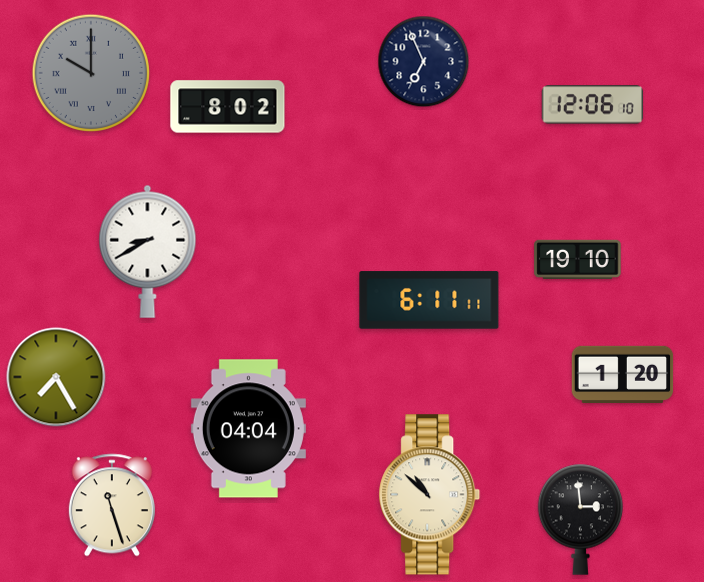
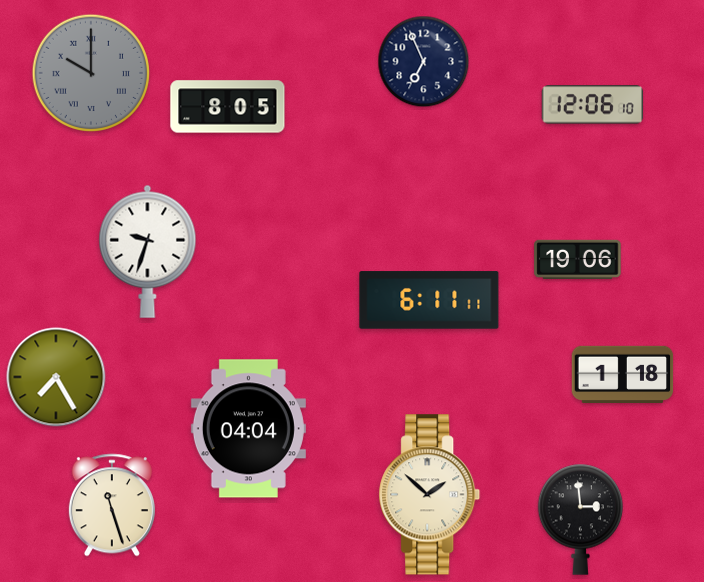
clock at (228, 107): 8:02 -> 8:05
clock at (148, 251): 8:40 -> 9:33
clock at (578, 259): 19:10 -> 19:06
clock at (623, 374): 1:20 -> 1:18
clock at (430, 495): 10:52 -> 1:52
